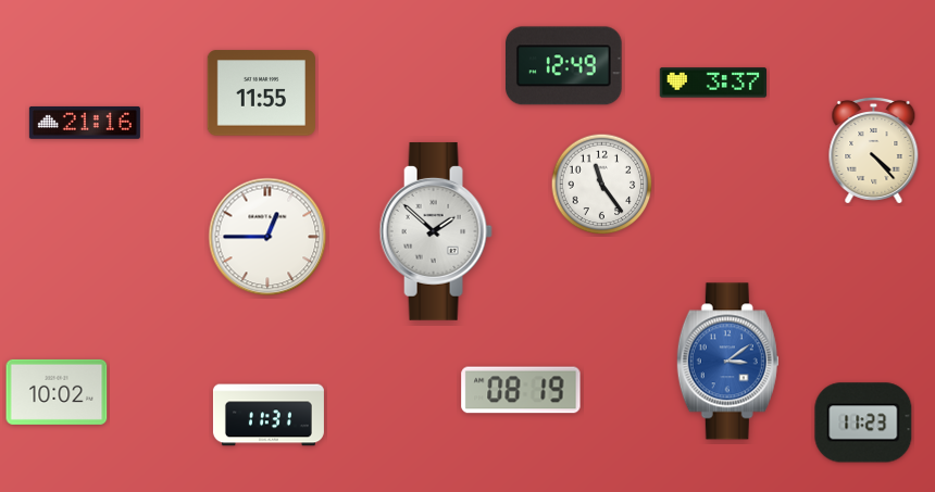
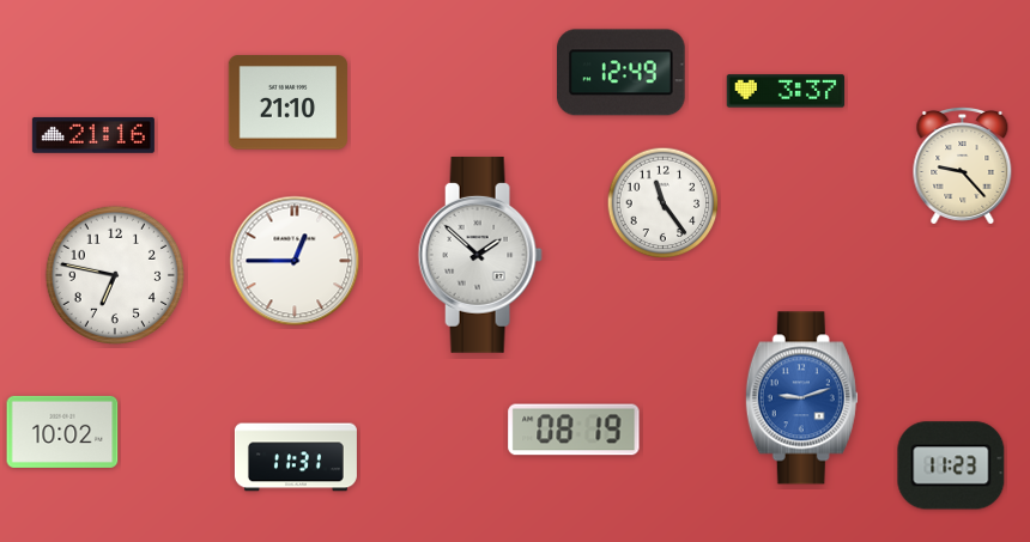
clock at (261, 93): 11:55 -> 21:10
clock at (874, 151): 4:23 -> 9:23
clock at (114, 274): none -> 6:47
clock at (727, 362): 3:09 -> 9:12
